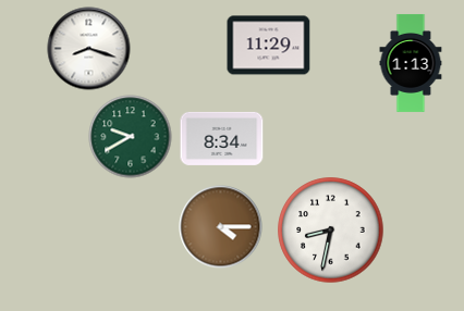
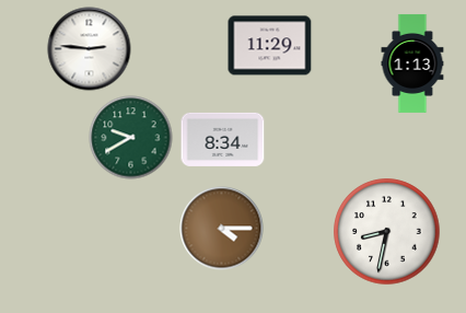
clock at (89, 49): 8:18 -> 2:46
clock at (331, 231) position: (331, 231) -> (387, 232)
